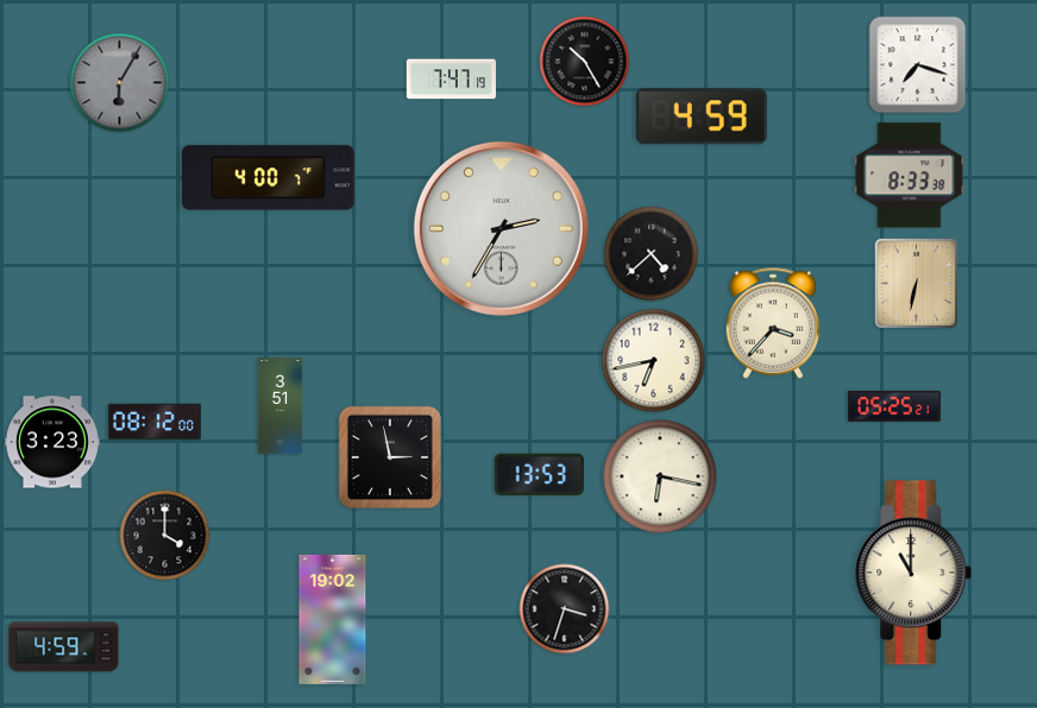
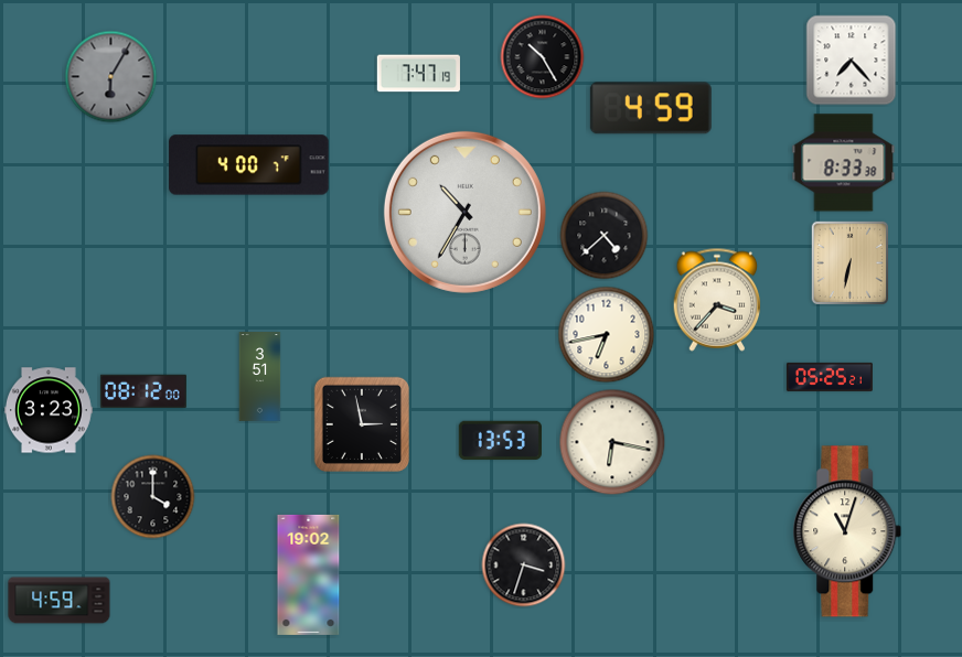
clock at (918, 65): 7:18 -> 7:23
clock at (501, 228): 2:35 -> 10:35
clock at (913, 573): 11:00 -> 11:03
